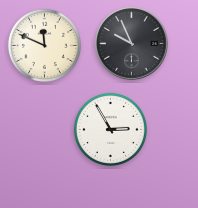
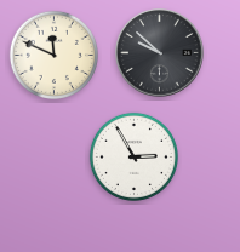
clock at (132, 44): 9:56 -> 9:52
